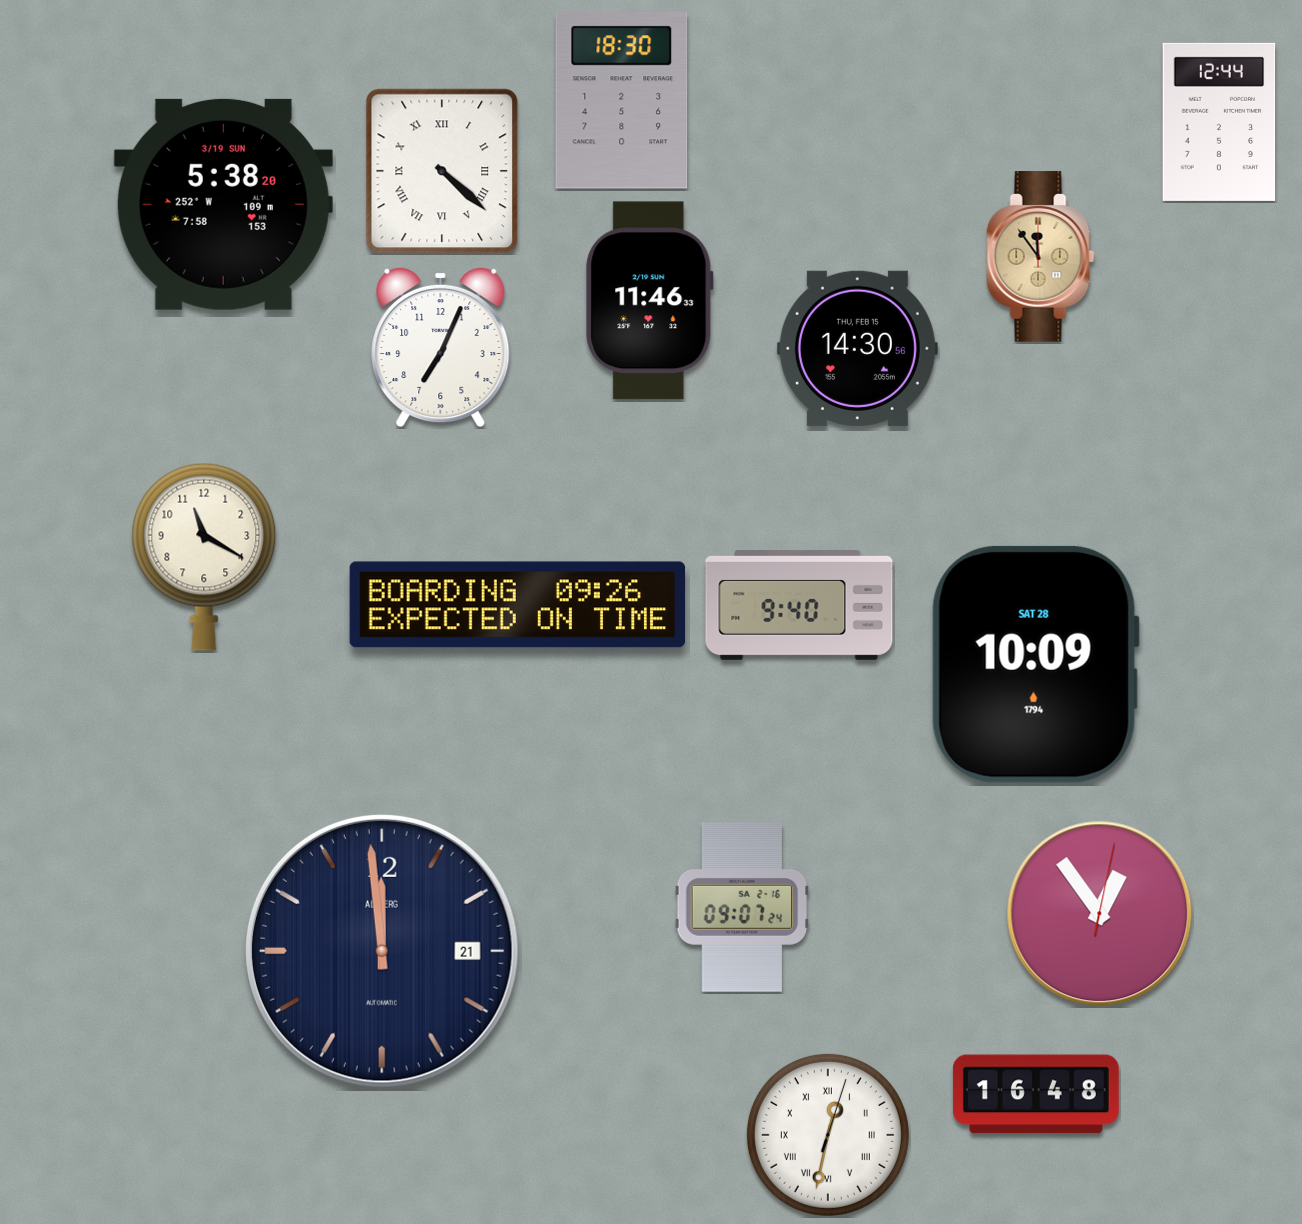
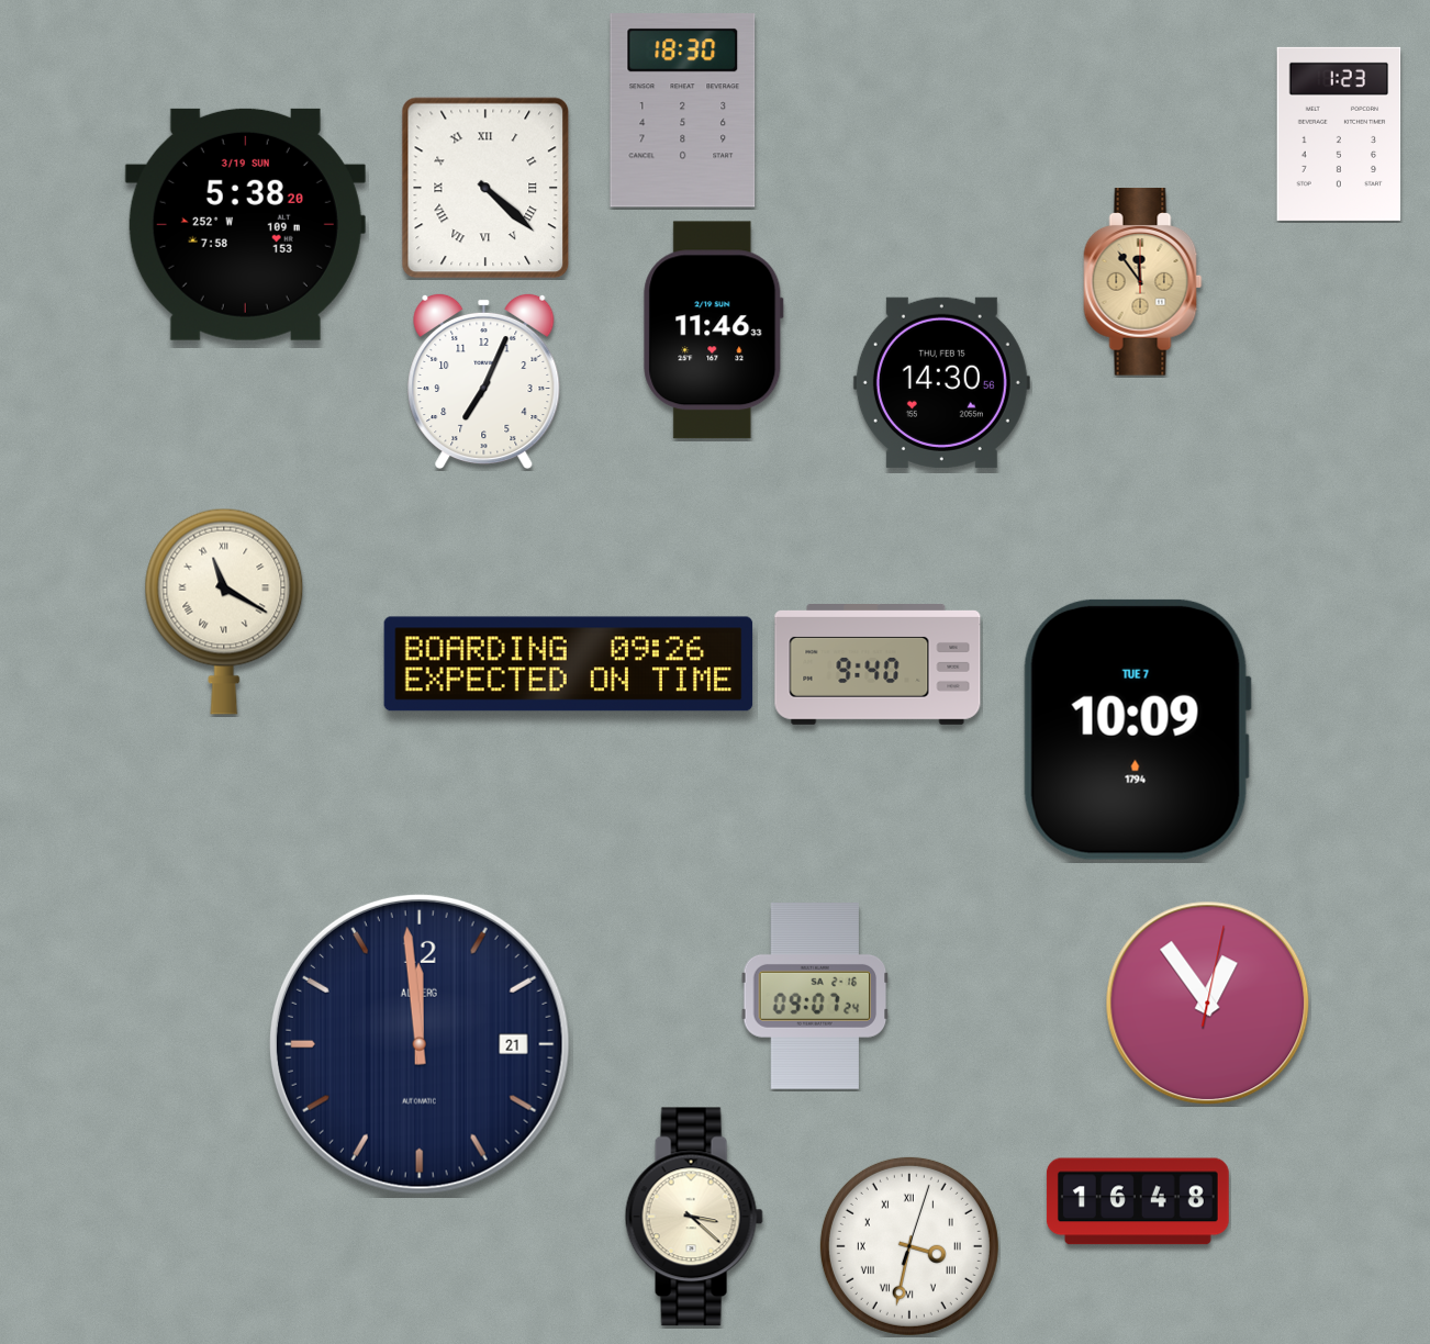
clock at (1219, 122): 12:44 -> 1:23
clock at (204, 557) numerals: Arabic -> Roman
clock at (1035, 664) date: SAT 28 -> TUE 7
clock at (694, 1217): none -> 3:22
clock at (828, 1135): 12:32 -> 3:32
